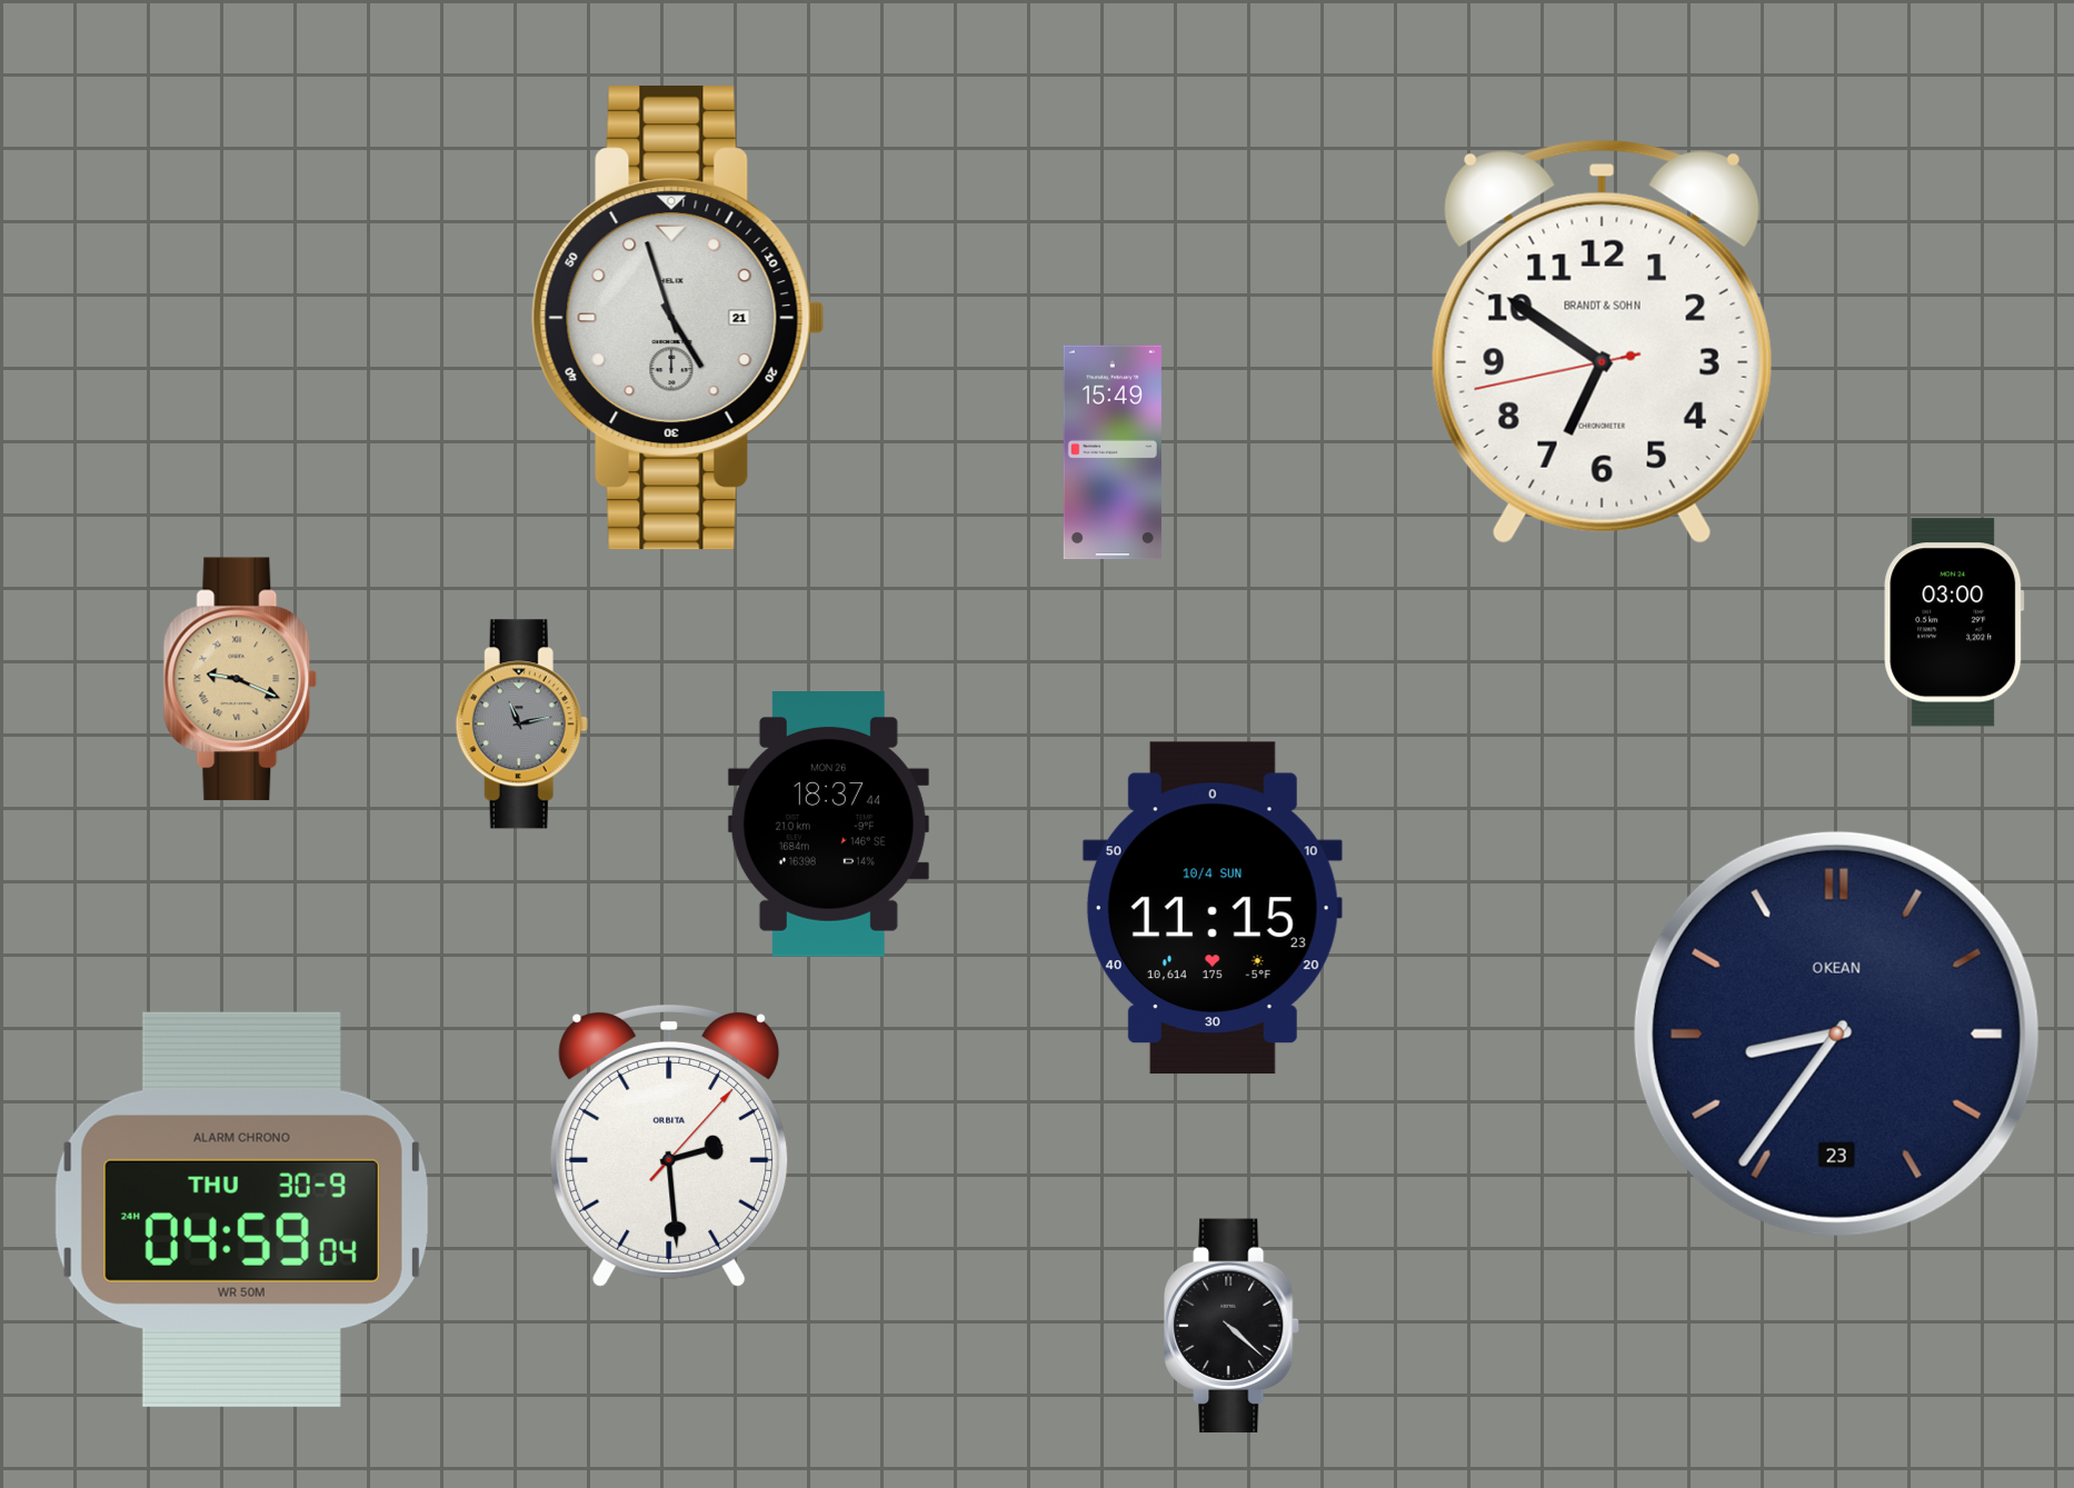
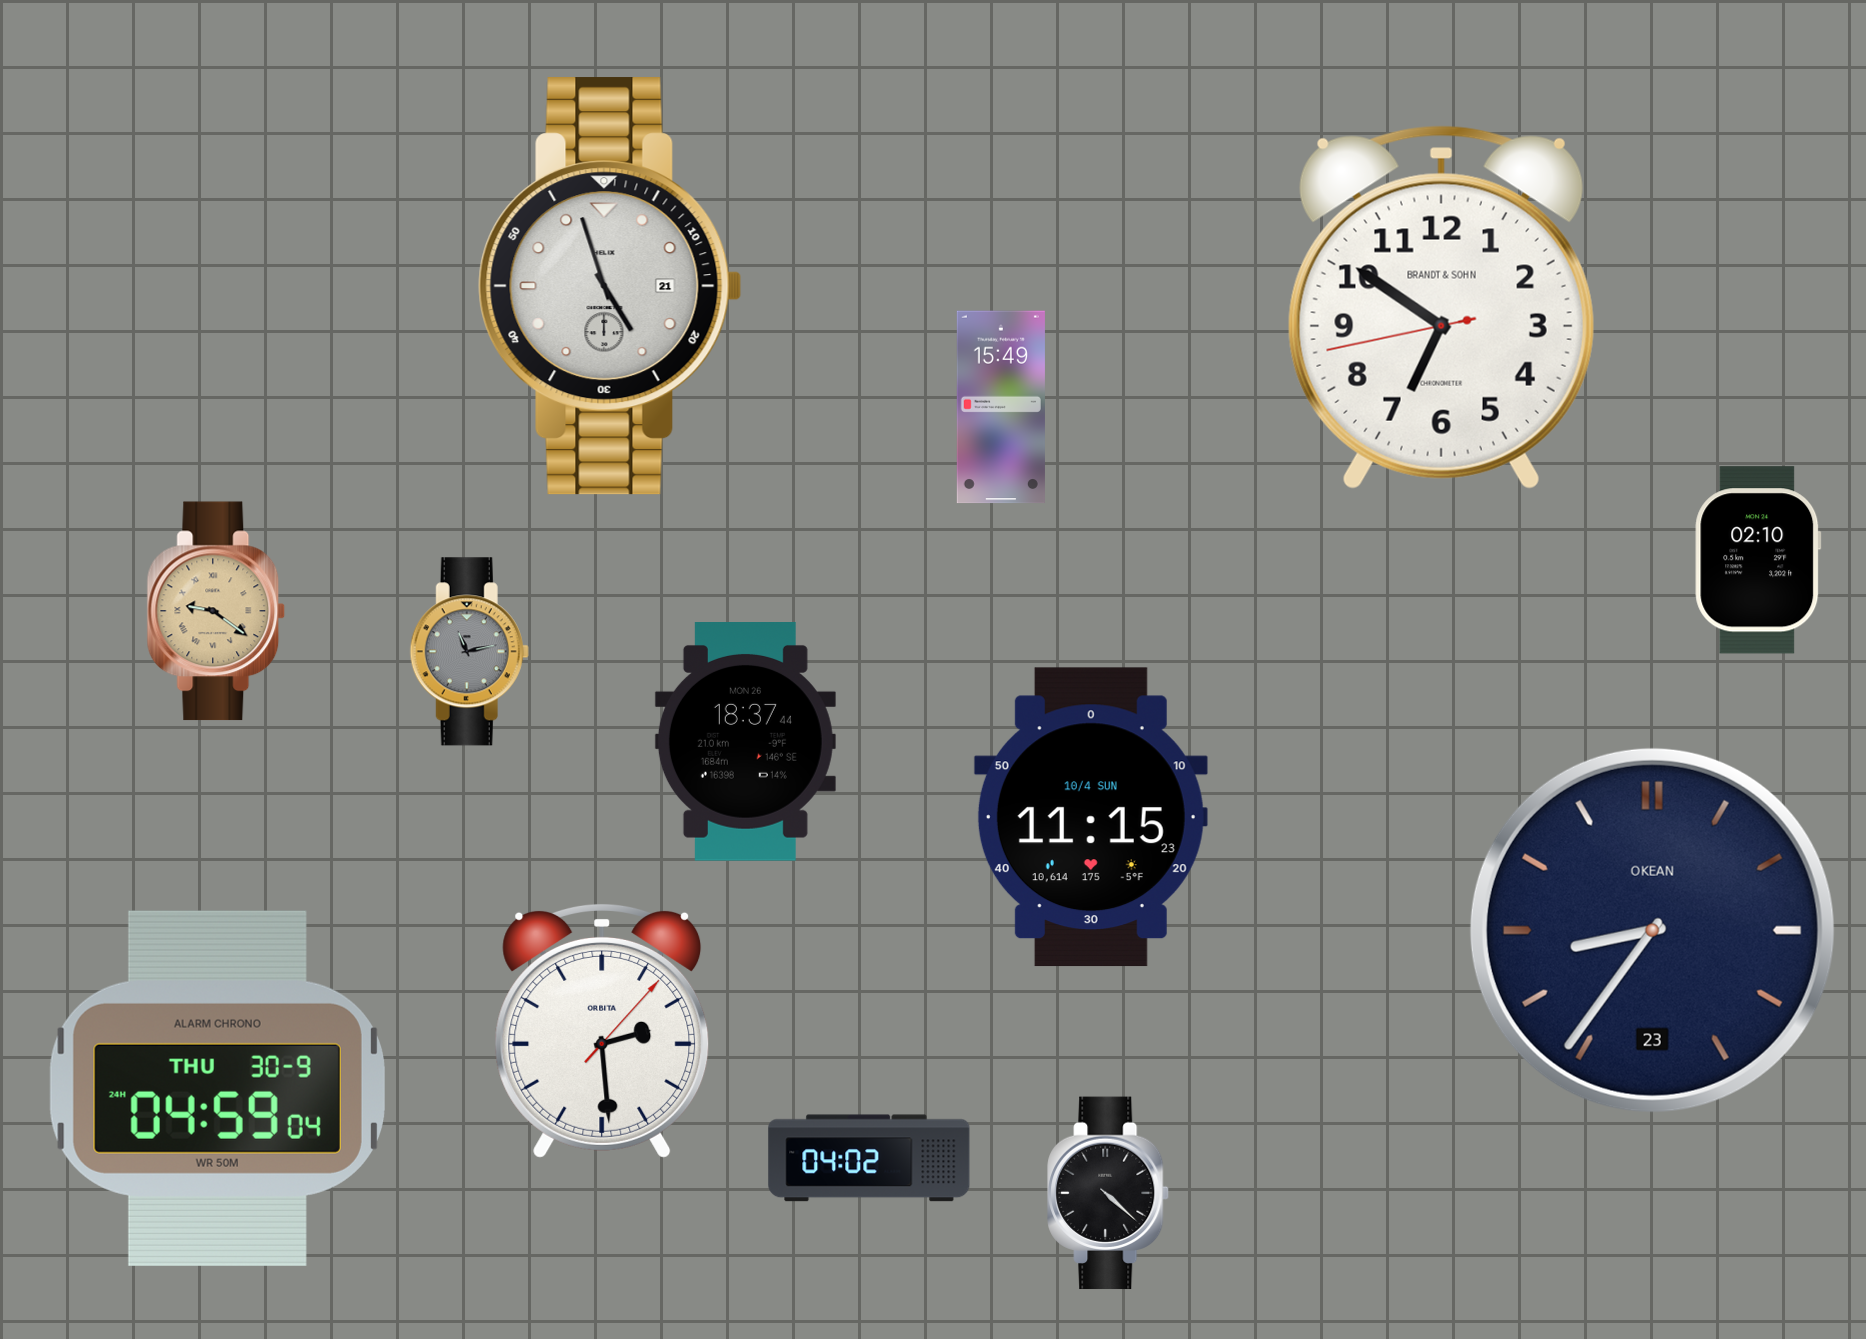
clock at (1954, 622): 03:00 -> 02:10
clock at (240, 679): 9:19 -> 9:21
clock at (869, 1158): none -> 04:02
